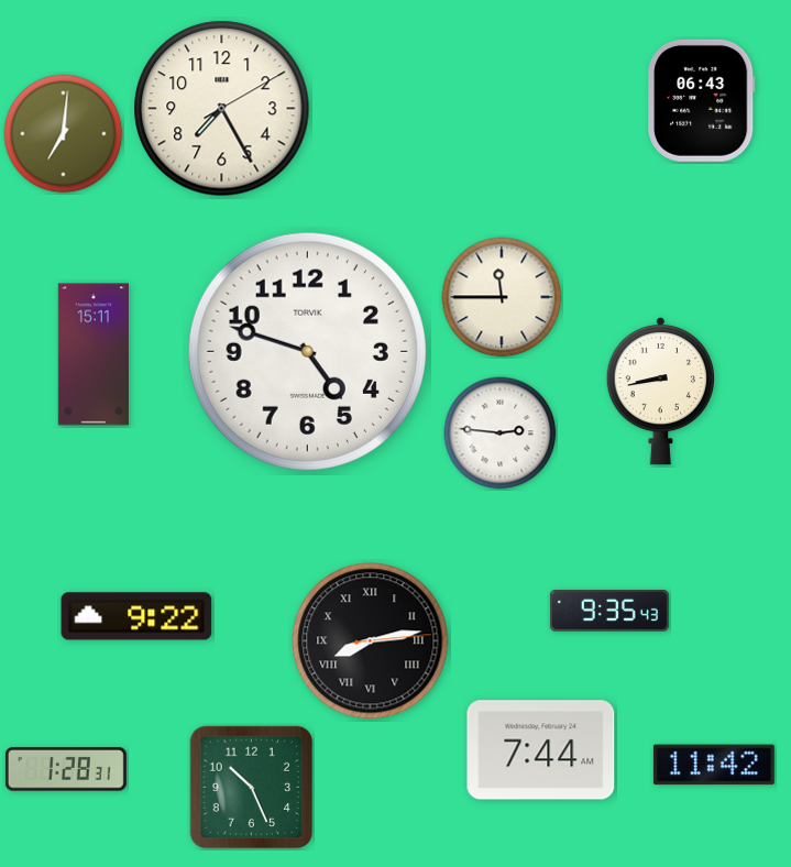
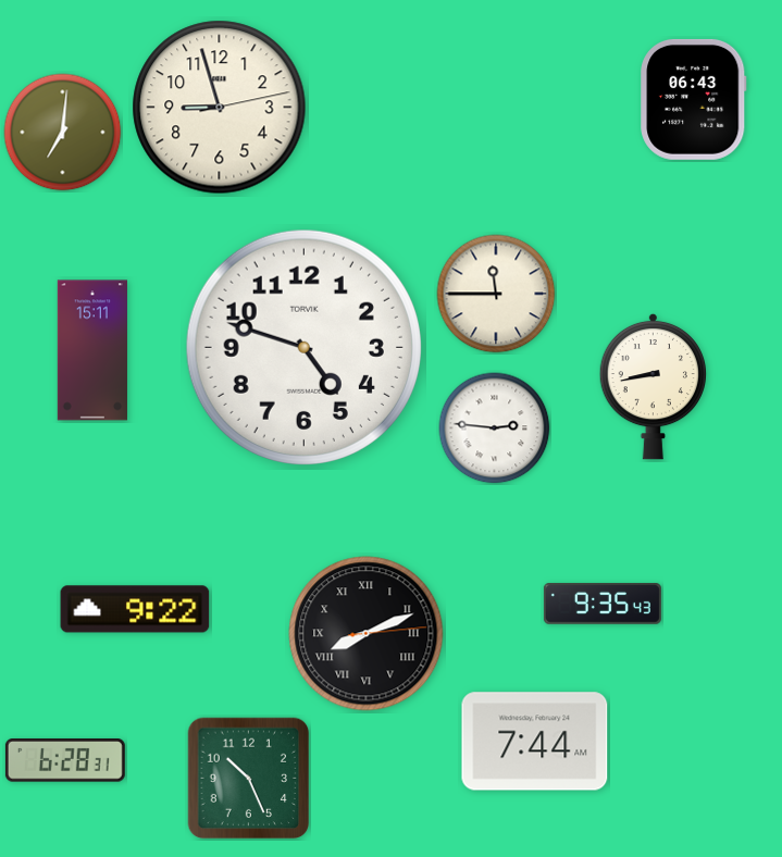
clock at (222, 109): 7:25 -> 8:57
clock at (371, 641): 8:13 -> 8:11
clock at (714, 765): 11:42 -> none
clock at (66, 770): 1:28 -> 6:28
